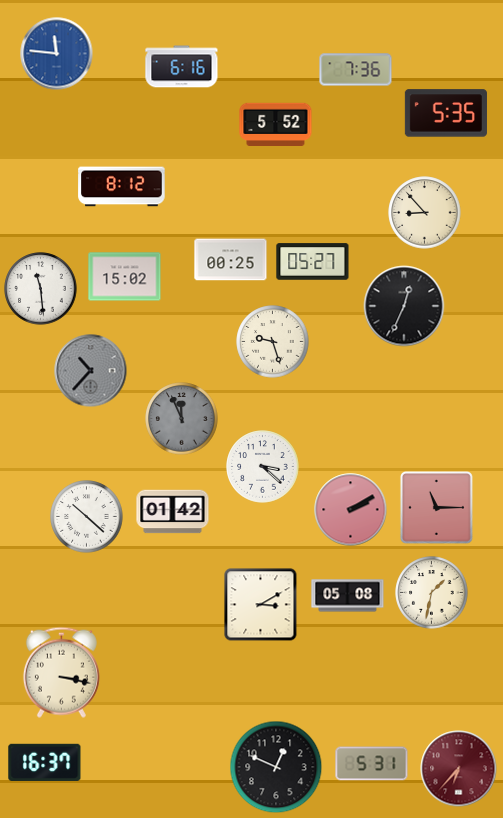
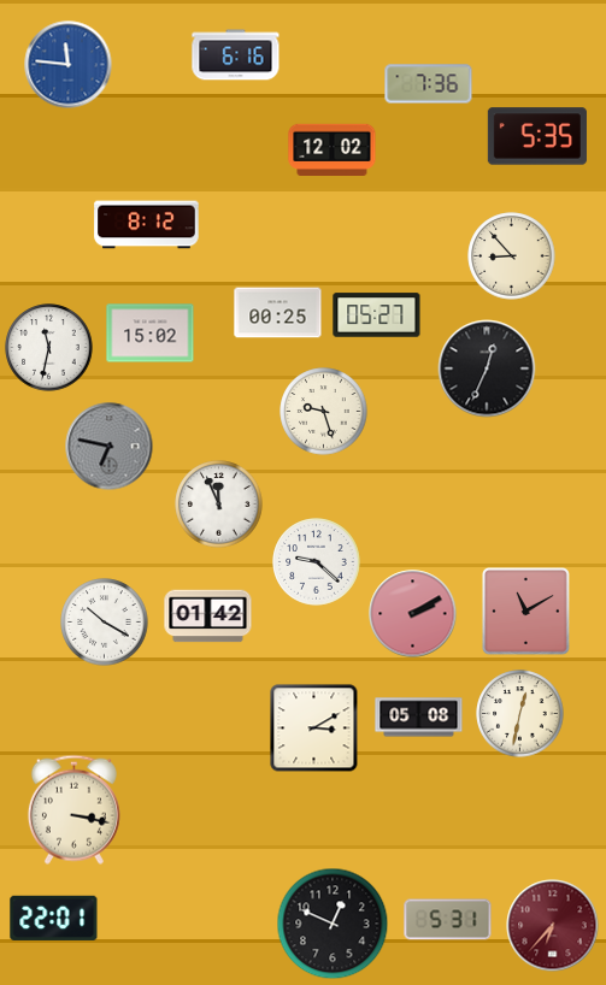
clock at (182, 67) position: (182, 67) -> (236, 55)
clock at (276, 124): 5:52 -> 12:02
clock at (41, 289): 11:29 -> 11:32
clock at (273, 342) position: (273, 342) -> (324, 412)
clock at (91, 371): 10:37 -> 6:47
clock at (182, 419) dial: grey -> white
clock at (263, 467): 3:22 -> 9:22
clock at (436, 507): 11:15 -> 11:10
clock at (351, 510) position: (351, 510) -> (413, 614)
clock at (87, 517): 10:22 -> 10:20
clock at (432, 593): 1:32 -> 12:32
clock at (45, 762): 16:37 -> 22:01
